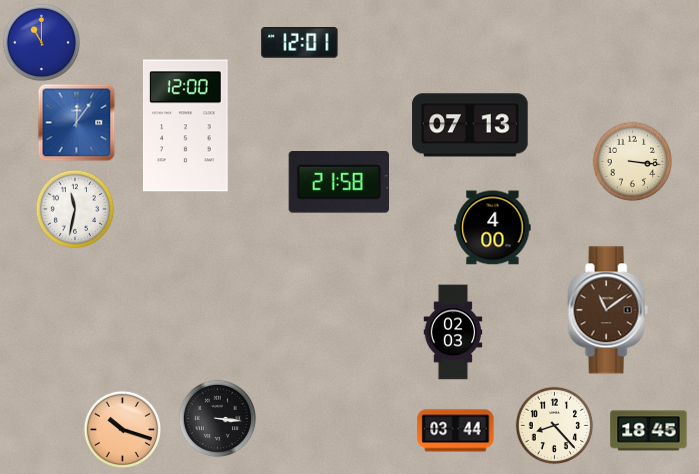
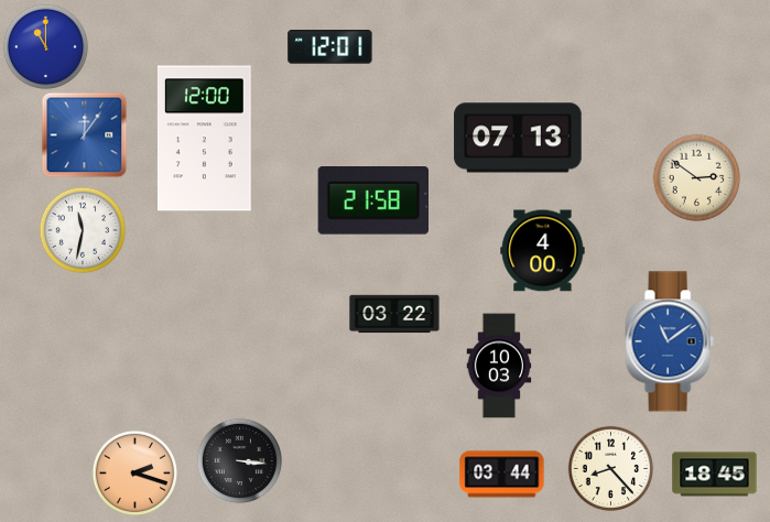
clock at (632, 161): 3:16 -> 2:51
clock at (394, 314): none -> 03:22
clock at (608, 310) dial: brown -> blue
clock at (453, 332): 02:03 -> 10:03
clock at (122, 429): 10:18 -> 2:18
